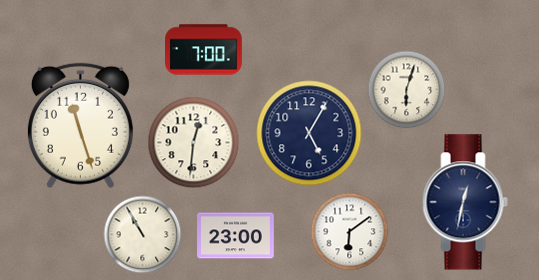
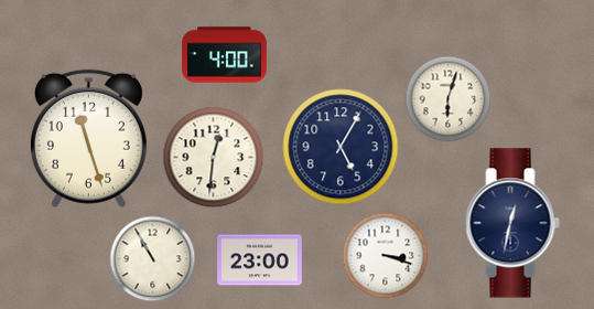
clock at (204, 50): 7:00 -> 4:00
clock at (349, 231): 6:09 -> 3:18
clock at (142, 234) position: (142, 234) -> (152, 258)
